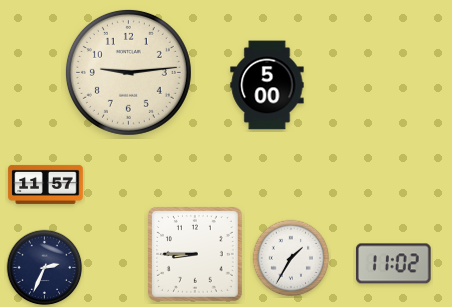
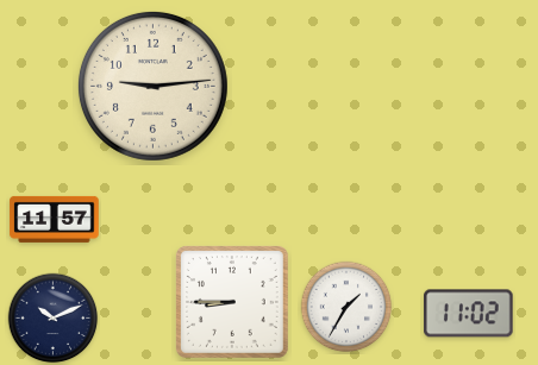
clock at (267, 85): 5:00 -> none
clock at (45, 268): 2:34 -> 10:11
